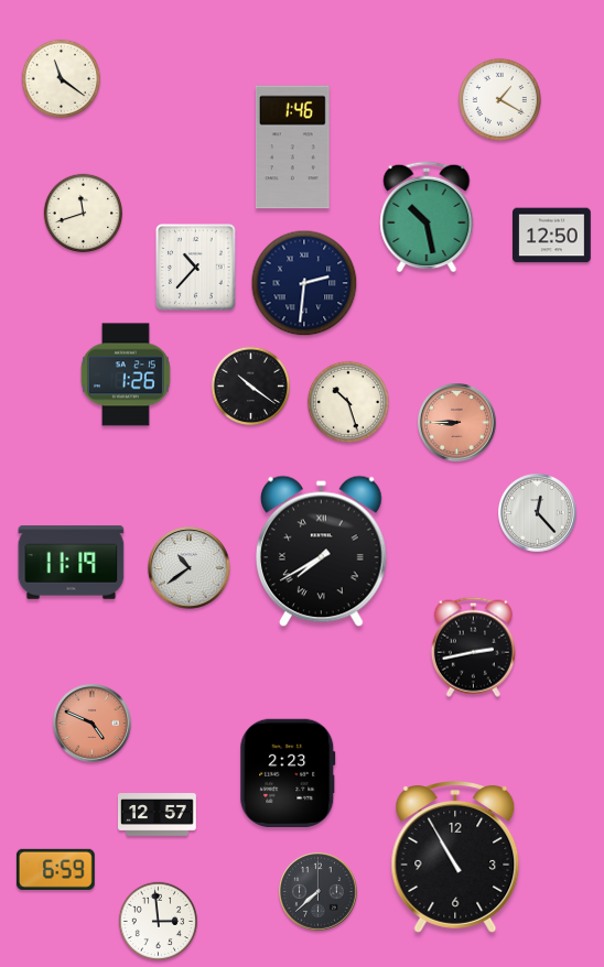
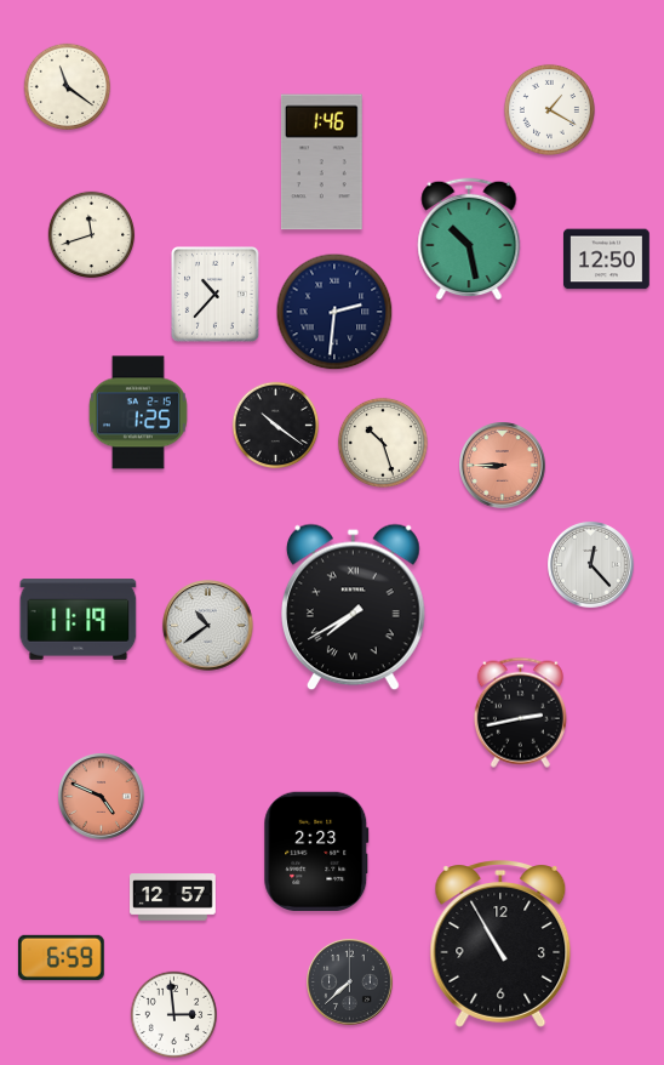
clock at (126, 374): 1:26 -> 1:25
